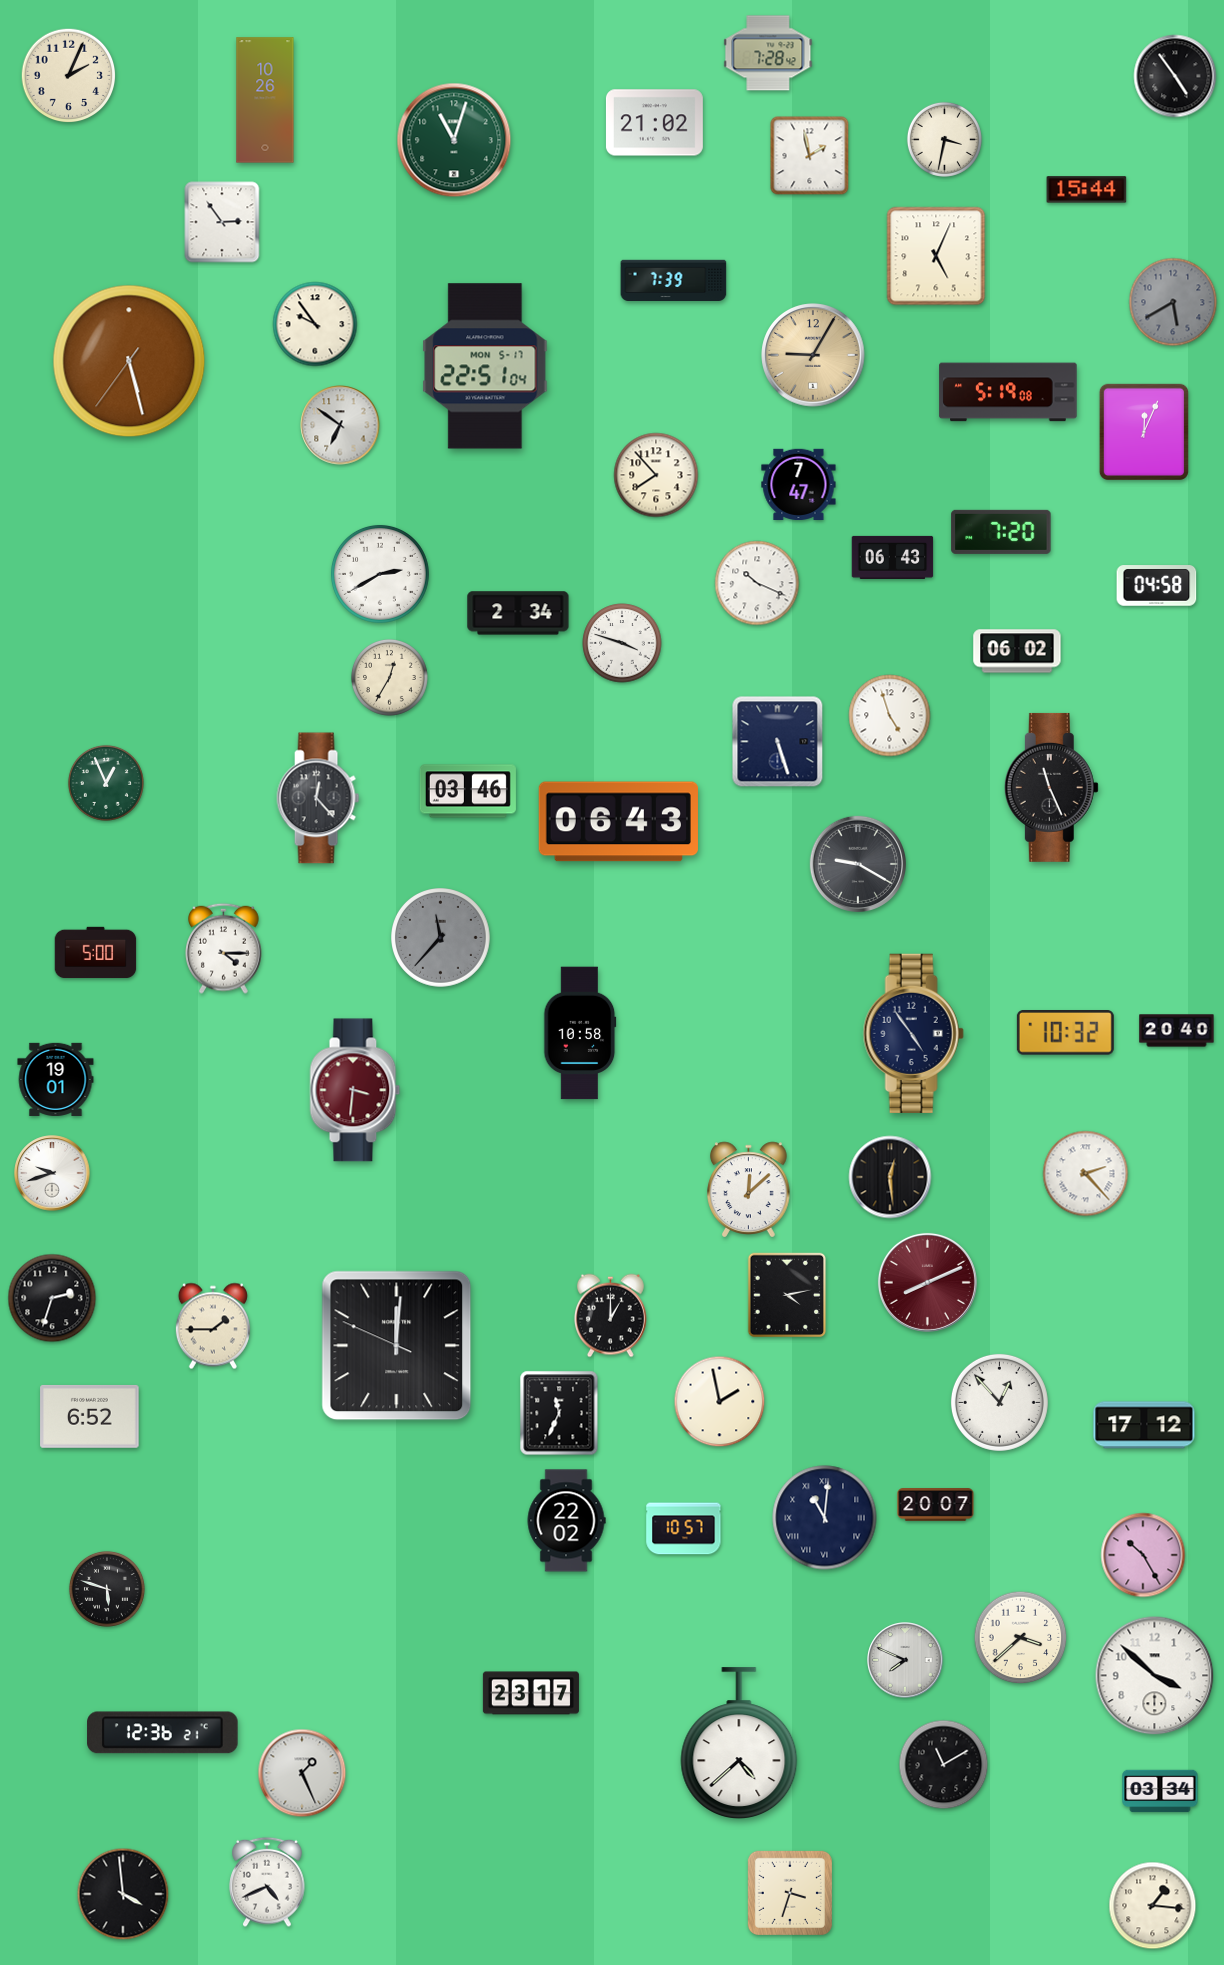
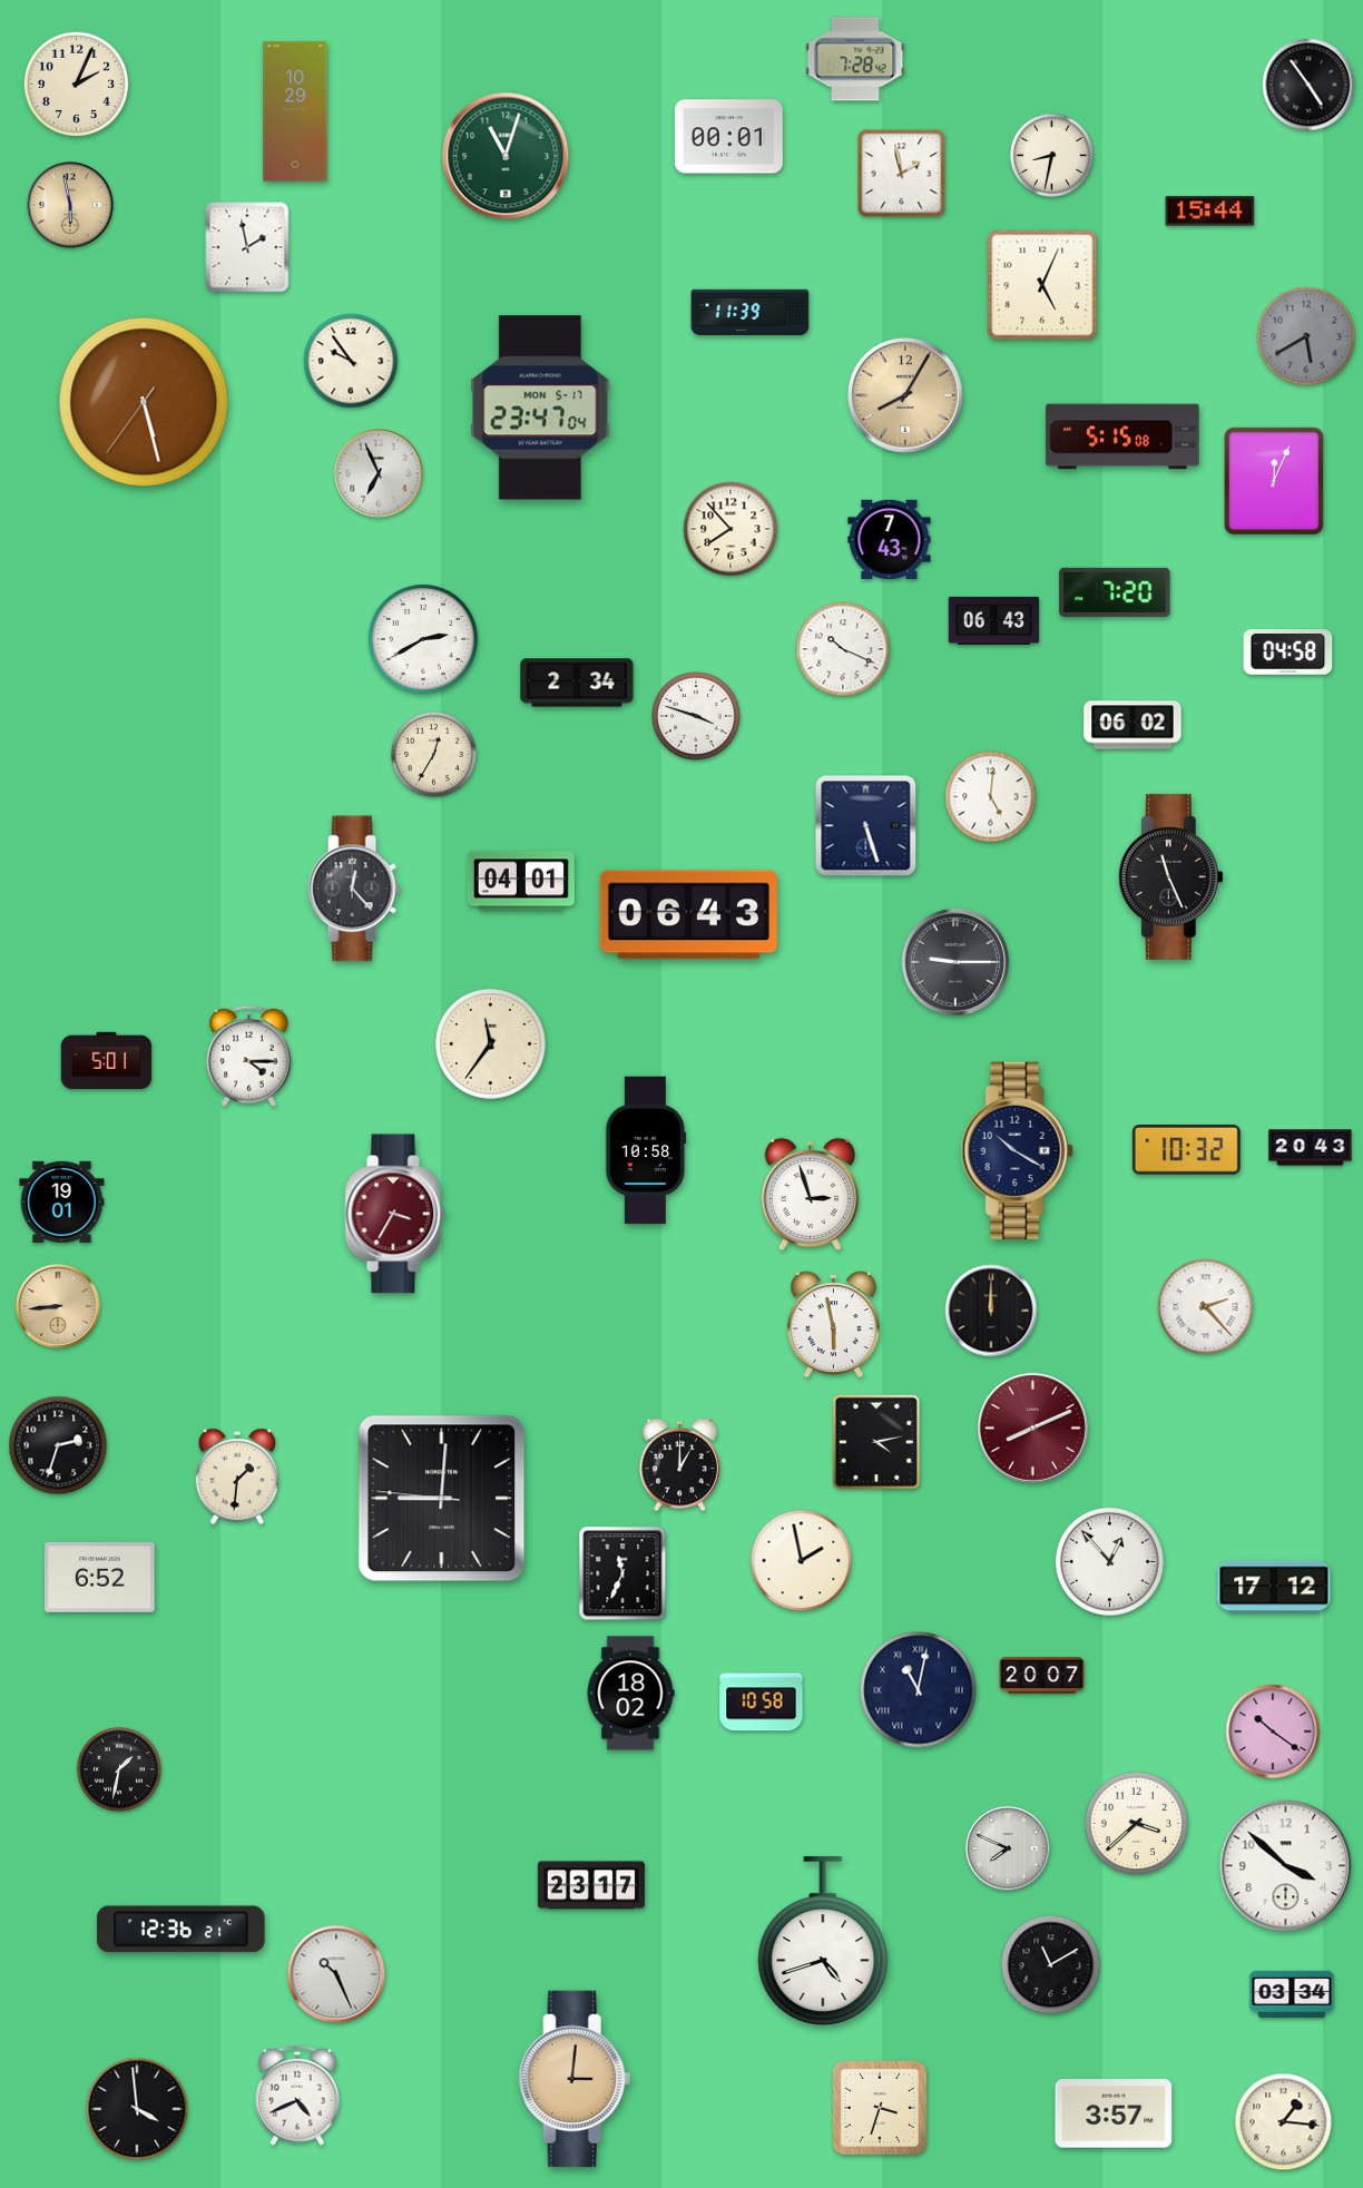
clock at (265, 100): 10:26 -> 10:29
clock at (654, 123): 21:02 -> 00:01
clock at (944, 139): 3:32 -> 8:32
clock at (70, 205): none -> 5:58
clock at (222, 222): 2:54 -> 1:58
clock at (674, 280): 7:39 -> 11:39
clock at (813, 355): 9:05 -> 8:05
clock at (485, 366): 22:51 -> 23:47
clock at (1008, 392): 5:19 -> 5:15
clock at (340, 425): 6:51 -> 6:56
clock at (799, 484): 7:47 -> 7:43
clock at (622, 643) position: (622, 643) -> (696, 716)
clock at (890, 716): 4:57 -> 5:01
clock at (106, 783): 12:56 -> none
clock at (468, 791): 03:46 -> 04:01
clock at (857, 863): 9:20 -> 9:15
clock at (441, 938): 11:37 -> 11:36
clock at (441, 938) dial: grey -> cream
clock at (96, 953): 5:00 -> 5:01
clock at (1177, 1031): 20:40 -> 20:43
clock at (913, 1033): 4:54 -> 10:20
clock at (811, 1195): none -> 2:57
clock at (355, 1090): 3:31 -> 3:35
clock at (52, 1173): 9:42 -> 8:44
clock at (52, 1173) dial: white -> champagne
clock at (1086, 1174) position: (1086, 1174) -> (1206, 1307)
clock at (890, 1177): 12:29 -> 12:00
clock at (749, 1190): 12:08 -> 5:58
clock at (213, 1326): 1:45 -> 1:31
clock at (397, 1346): 12:00 -> 9:00
clock at (999, 1402) position: (999, 1402) -> (1109, 1561)
clock at (825, 1518): 11:01 -> 11:02
clock at (566, 1521): 22:02 -> 18:02
clock at (684, 1529): 10:57 -> 10:58
clock at (1143, 1555): 10:25 -> 10:21
clock at (107, 1589): 5:48 -> 1:32
clock at (739, 1743): 4:38 -> 4:42
clock at (302, 1773): 1:26 -> 10:26
clock at (575, 2079): none -> 3:01
clock at (1114, 2113): none -> 3:57
